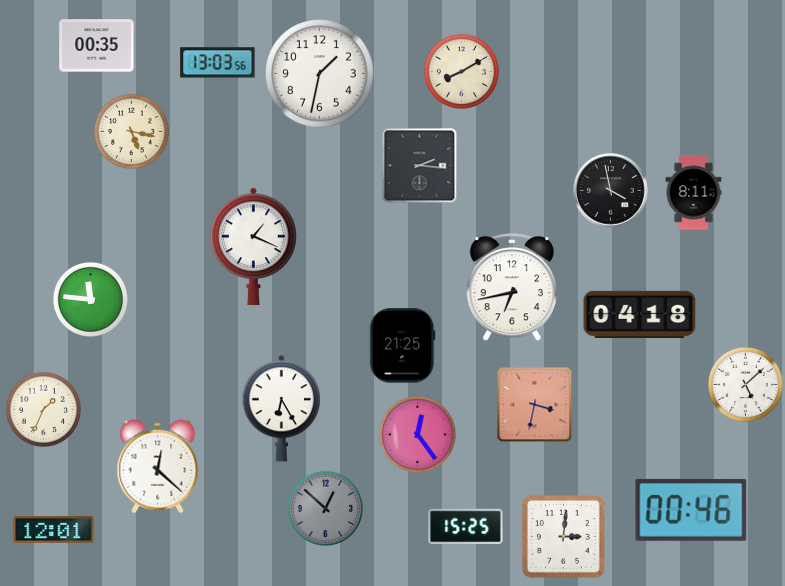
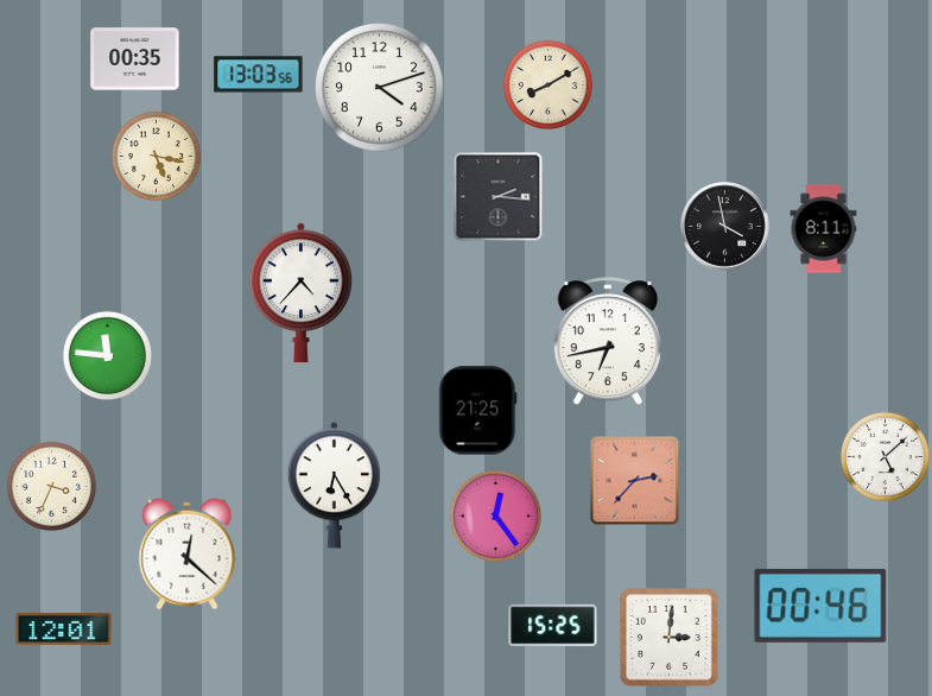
clock at (97, 46) position: (97, 46) -> (135, 59)
clock at (320, 74): 1:32 -> 4:12
clock at (254, 247): 1:19 -> 4:37
clock at (640, 314): 04:18 -> none
clock at (535, 405): 3:32 -> 2:37
clock at (43, 409): 1:34 -> 3:34
clock at (325, 508): 12:52 -> none
